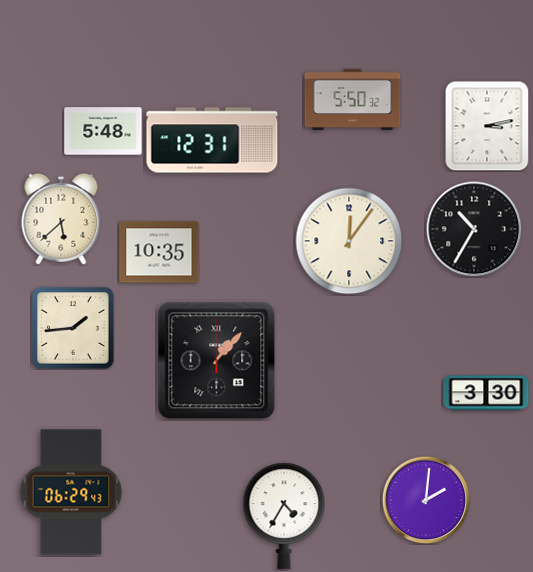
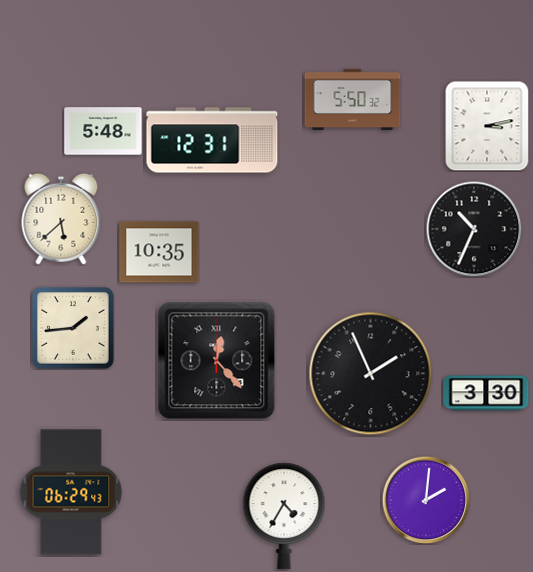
clock at (474, 229): 10:35 -> 10:34
clock at (349, 241): 12:06 -> none
clock at (217, 361): 1:07 -> 12:23
clock at (371, 374): none -> 1:56
